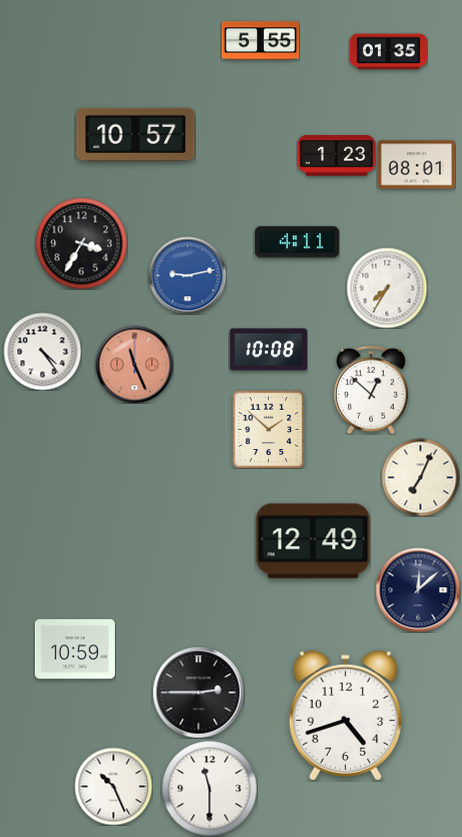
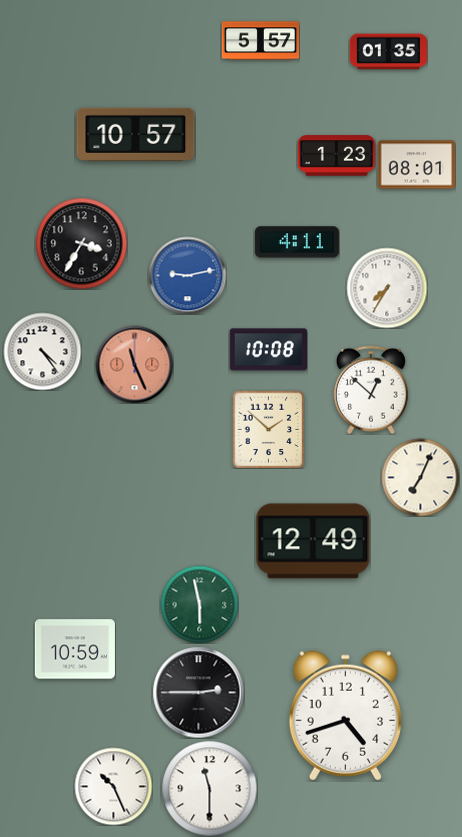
clock at (260, 41): 5:55 -> 5:57
clock at (418, 590): 12:08 -> none
clock at (199, 604): none -> 5:58
